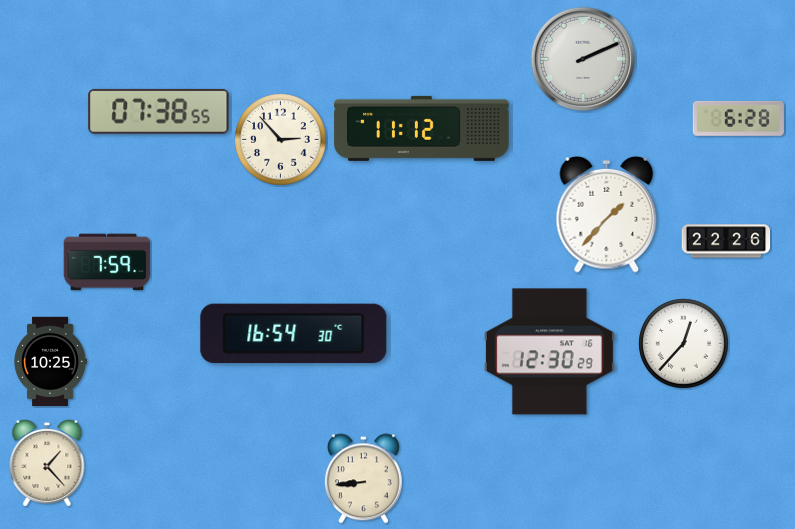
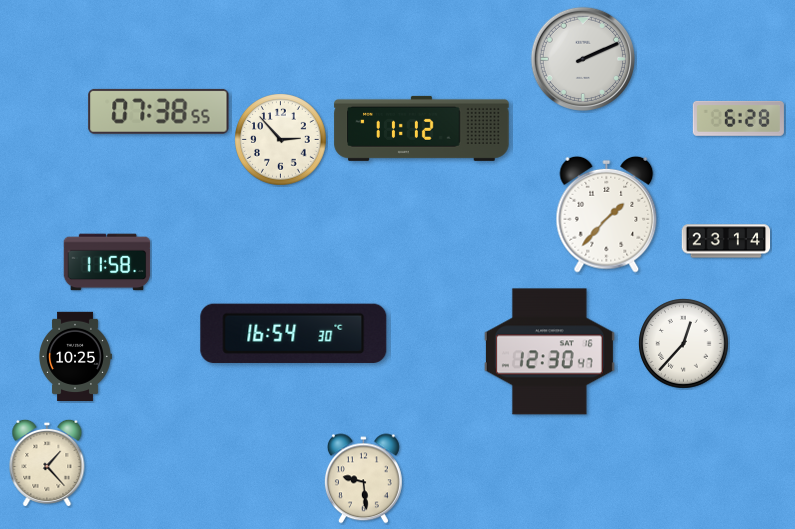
clock at (726, 241): 22:26 -> 23:14
clock at (107, 262): 7:59 -> 11:58
clock at (549, 352): 12:30:29 -> 12:30:47
clock at (50, 361) position: (50, 361) -> (75, 356)
clock at (363, 479): 8:44 -> 9:29
